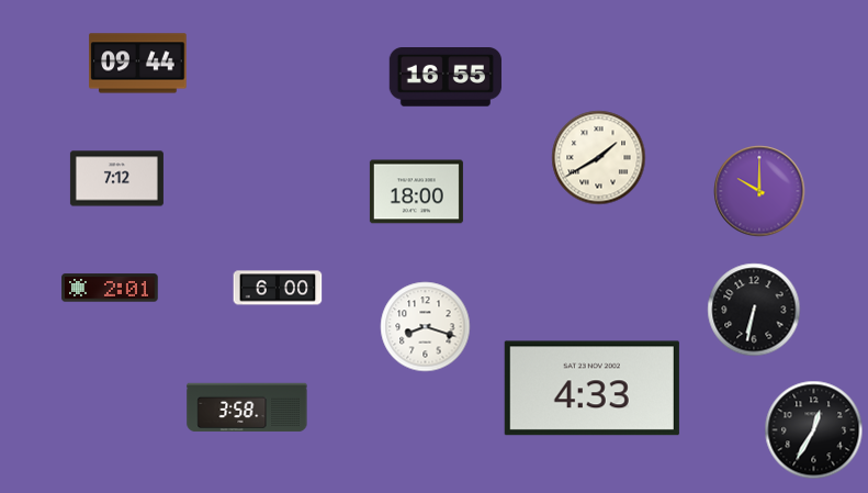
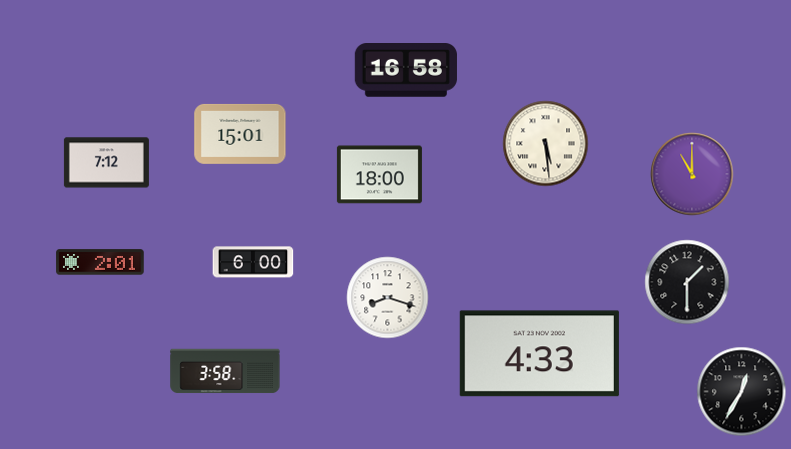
clock at (138, 64): 09:44 -> none
clock at (446, 78): 16:55 -> 16:58
clock at (240, 134): none -> 15:01
clock at (599, 158): 1:40 -> 5:29
clock at (759, 191): 10:00 -> 11:00
clock at (754, 310): 6:32 -> 1:30
